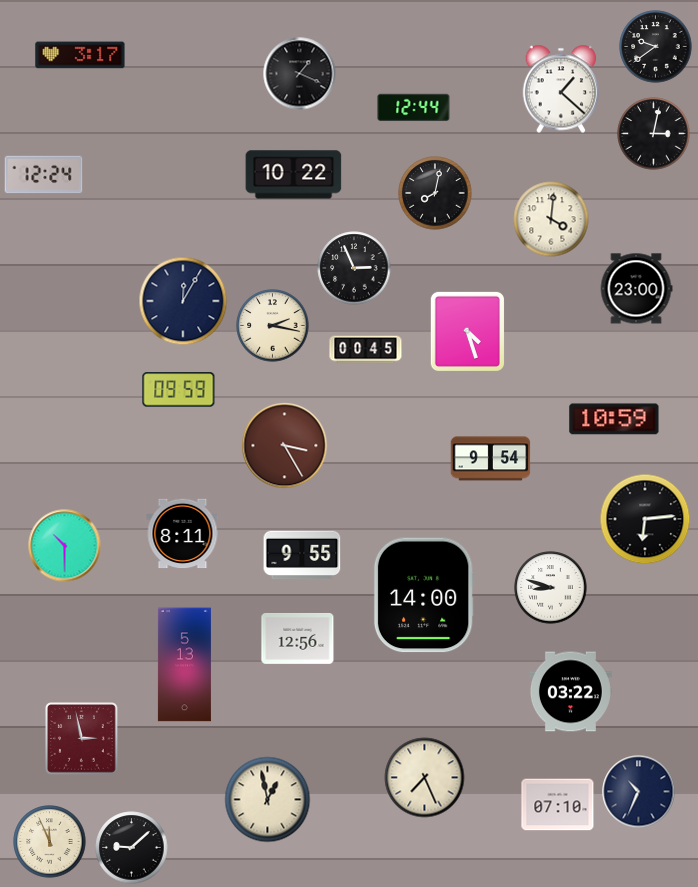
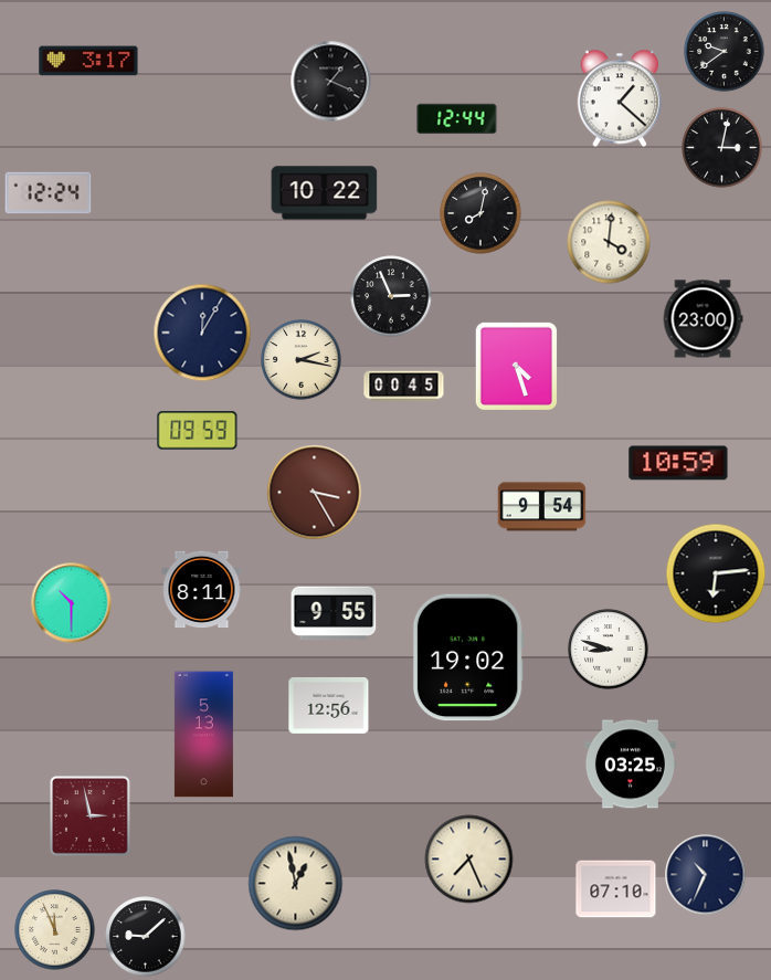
clock at (645, 519) position: (645, 519) -> (716, 573)
clock at (424, 595): 14:00 -> 19:02
clock at (570, 692): 03:22 -> 03:25
